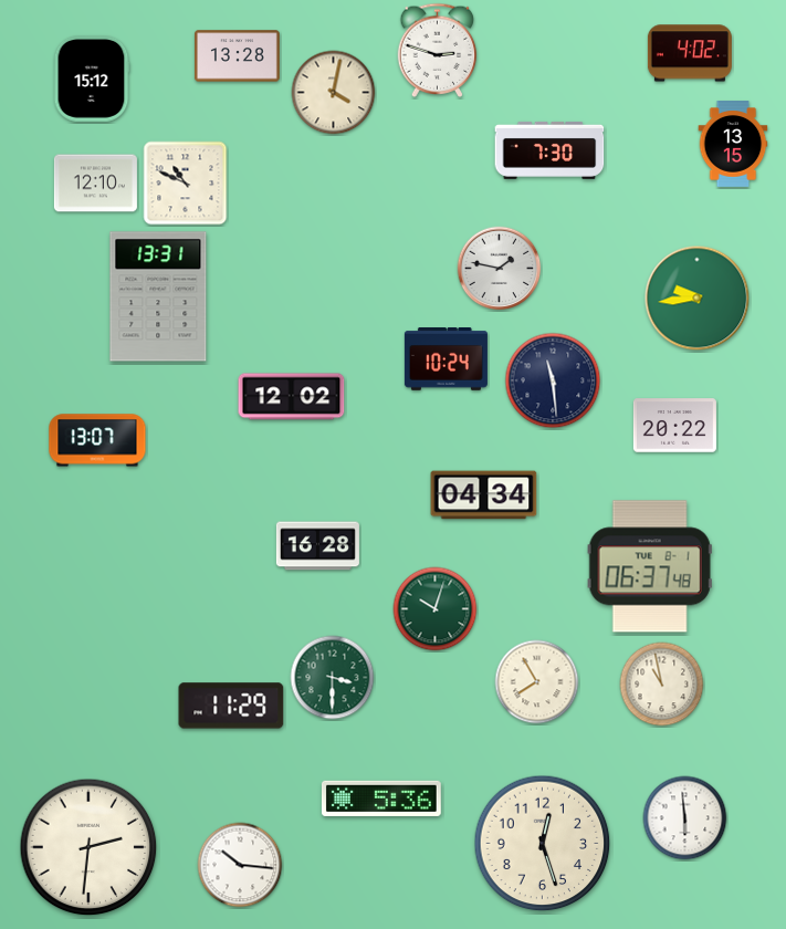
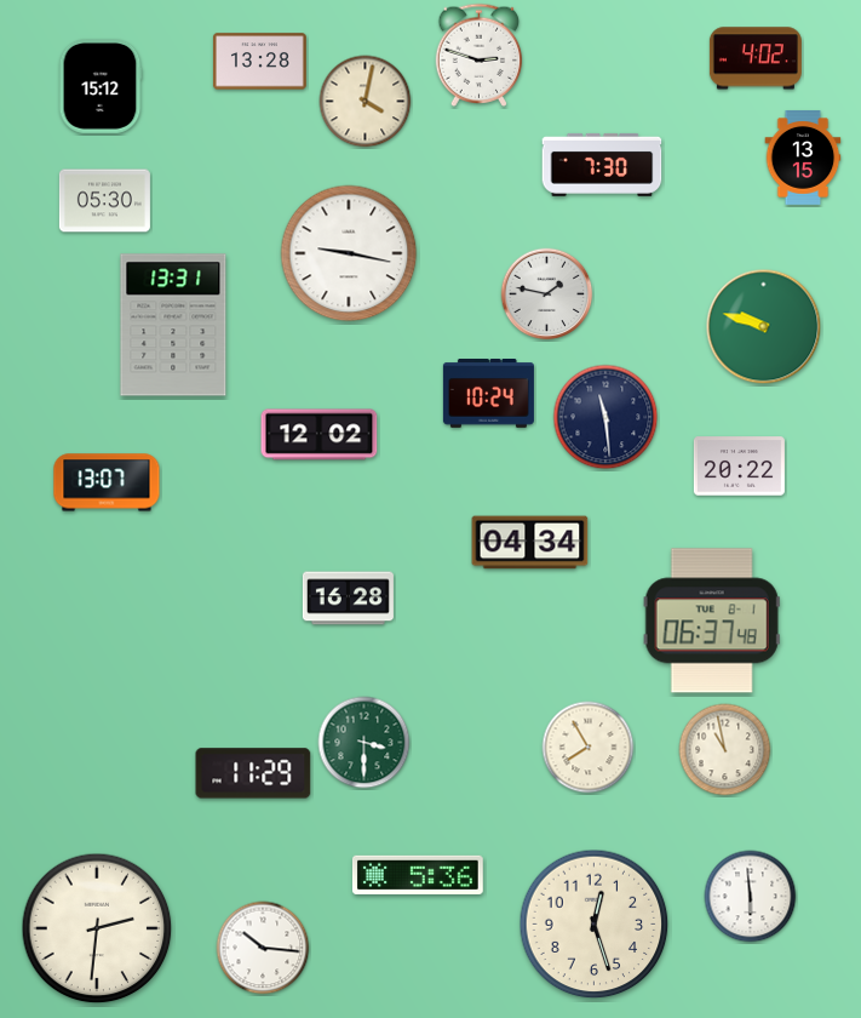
clock at (95, 184): 12:10 -> 05:30
clock at (186, 184): 10:49 -> none
clock at (349, 253): none -> 9:17
clock at (698, 299): 9:44 -> 9:48
clock at (436, 609): 10:03 -> none
